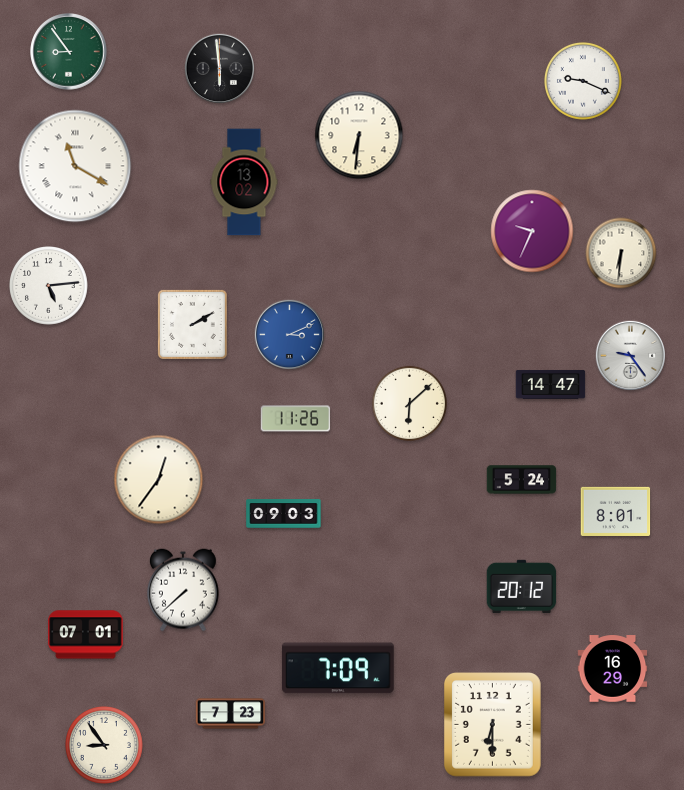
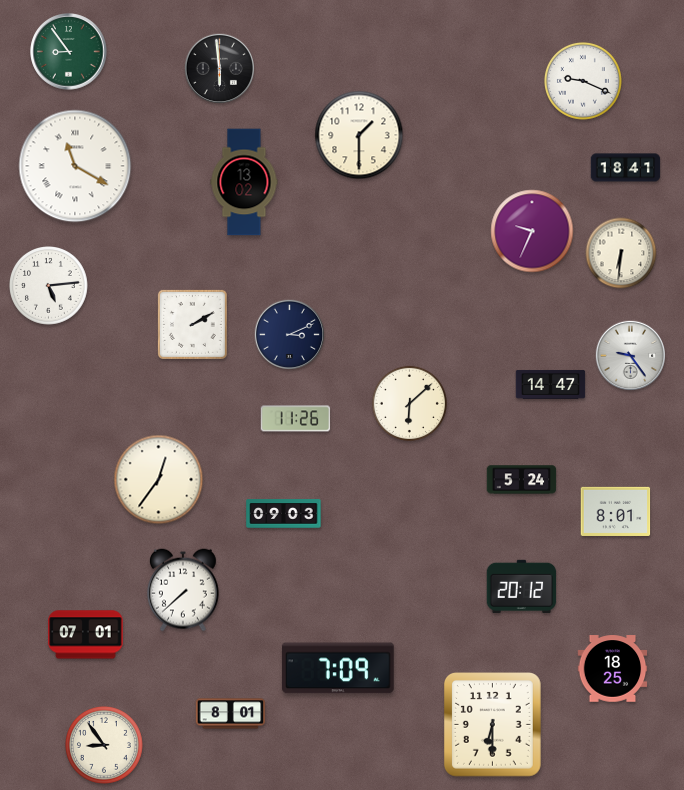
clock at (359, 135): 6:31 -> 1:30
clock at (626, 168): none -> 18:41
clock at (289, 334) dial: blue -> navy
clock at (613, 669): 16:29 -> 18:25
clock at (231, 714): 7:23 -> 8:01
